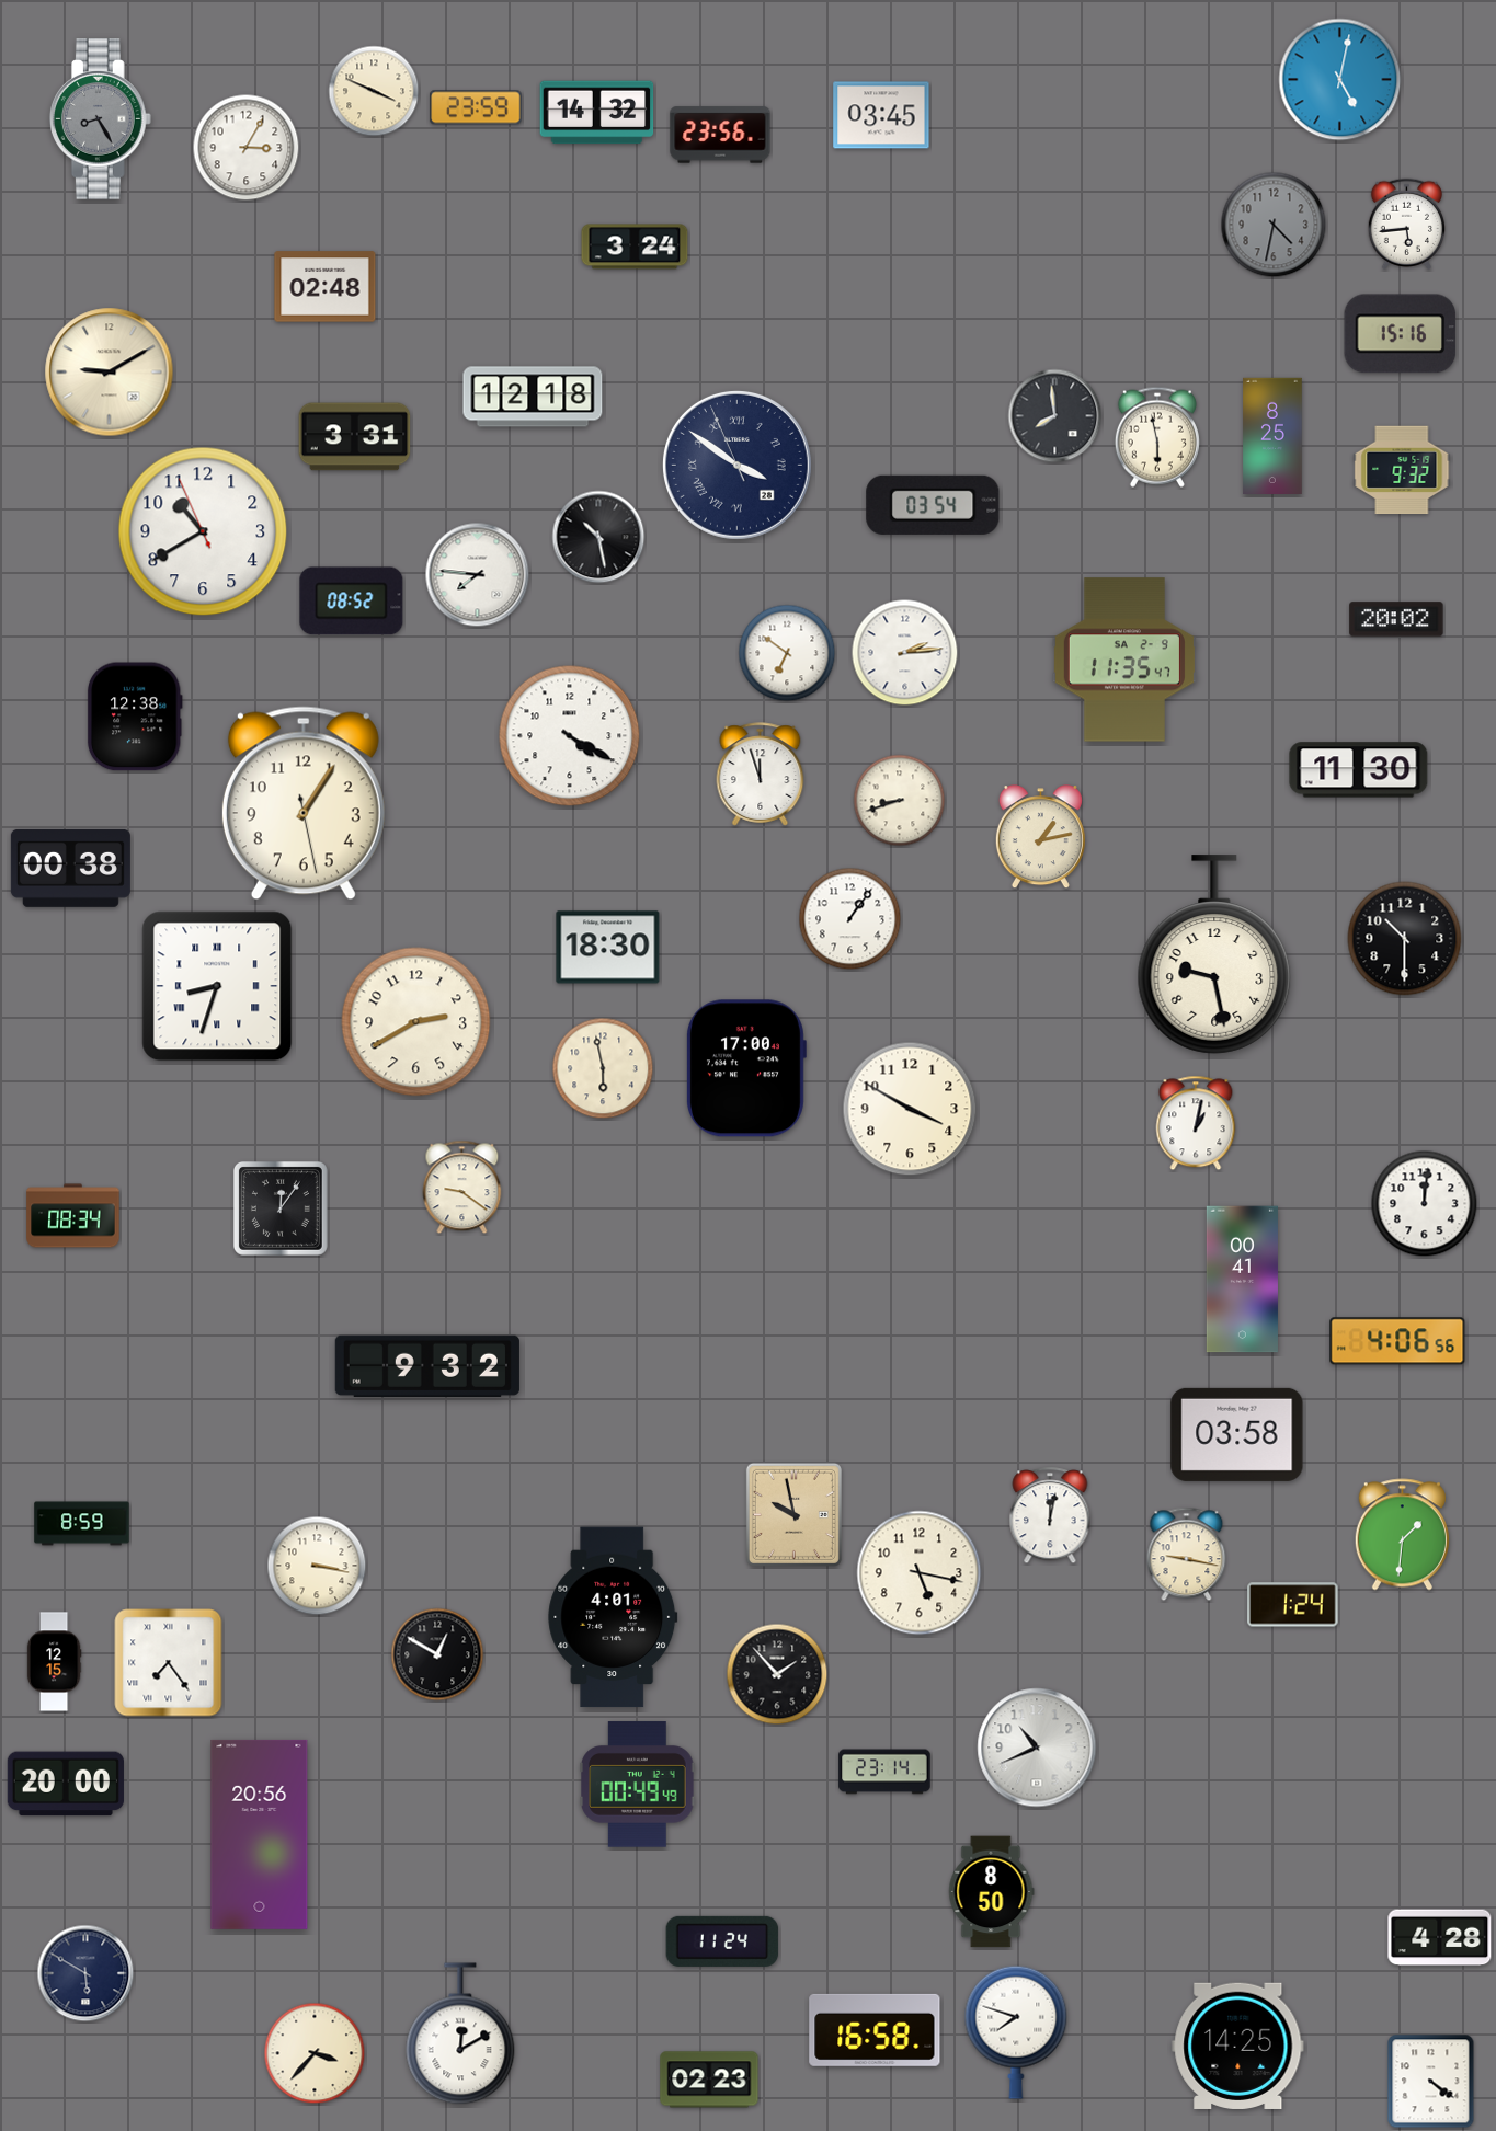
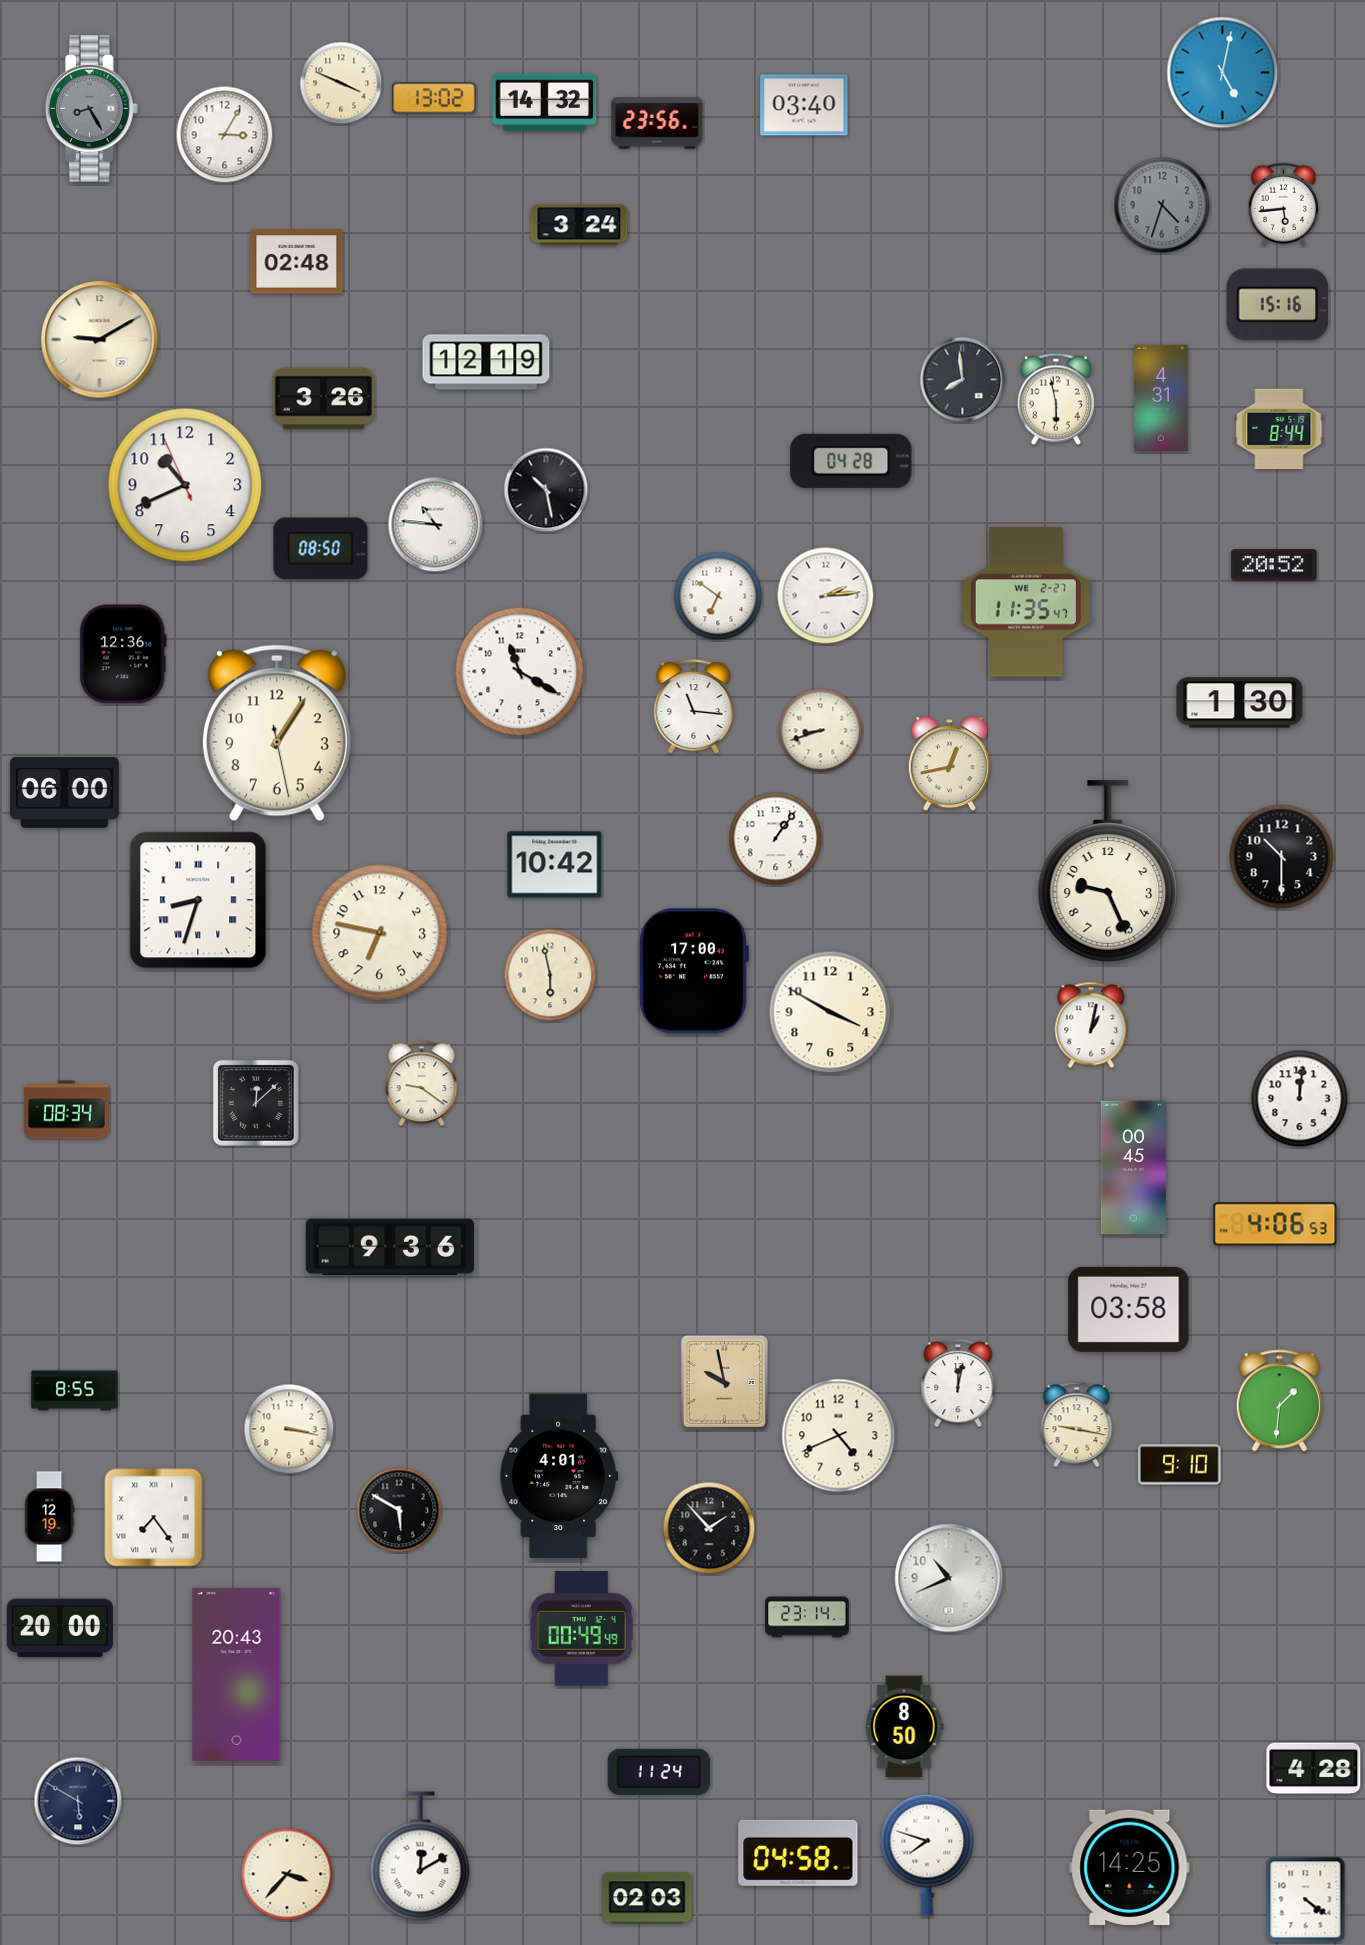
clock at (476, 107): 23:59 -> 13:02
clock at (881, 115): 03:45 -> 03:40
clock at (1274, 225): 4:32 -> 4:33
clock at (533, 397): 12:18 -> 12:19
clock at (1272, 435): 8:25 -> 4:31
clock at (355, 437): 3:31 -> 3:26
clock at (736, 465): 3:50 -> none
clock at (1402, 470): 9:32 -> 8:44
clock at (933, 505): 03:54 -> 04:28
clock at (203, 531): 10:39 -> 10:40
clock at (478, 575): 7:46 -> 10:46
clock at (352, 602): 08:52 -> 08:50
clock at (1396, 619): 20:02 -> 20:52
clock at (1124, 660) date: SA 2-9 -> WE 2-27
clock at (135, 717): 12:38 -> 12:36
clock at (570, 736): 4:20 -> 11:20
clock at (1359, 770): 11:30 -> 1:30
clock at (761, 775): 11:57 -> 11:16
clock at (1040, 837): 1:13 -> 12:43
clock at (70, 868): 00:38 -> 06:00
clock at (608, 948): 18:30 -> 10:42
clock at (1214, 954): 9:28 -> 9:26
clock at (416, 1022): 2:40 -> 6:47
clock at (745, 1068) position: (745, 1068) -> (693, 971)
clock at (281, 1208): 12:06 -> 12:08
clock at (1242, 1280): 00:41 -> 00:45
clock at (1397, 1341): 4:06:56 -> 4:06:53
clock at (427, 1365): 9:32 -> 9:36
clock at (82, 1524): 8:59 -> 8:55
clock at (1187, 1555) position: (1187, 1555) -> (1077, 1425)
clock at (920, 1573): 5:17 -> 4:41
clock at (1293, 1605): 1:24 -> 9:10
clock at (437, 1654): 12:50 -> 5:50
clock at (54, 1662): 12:15 -> 12:19
clock at (1037, 1748) position: (1037, 1748) -> (949, 1578)
clock at (260, 1834): 20:56 -> 20:43
clock at (875, 2030): 16:58 -> 04:58
clock at (709, 2080): 02:23 -> 02:03
